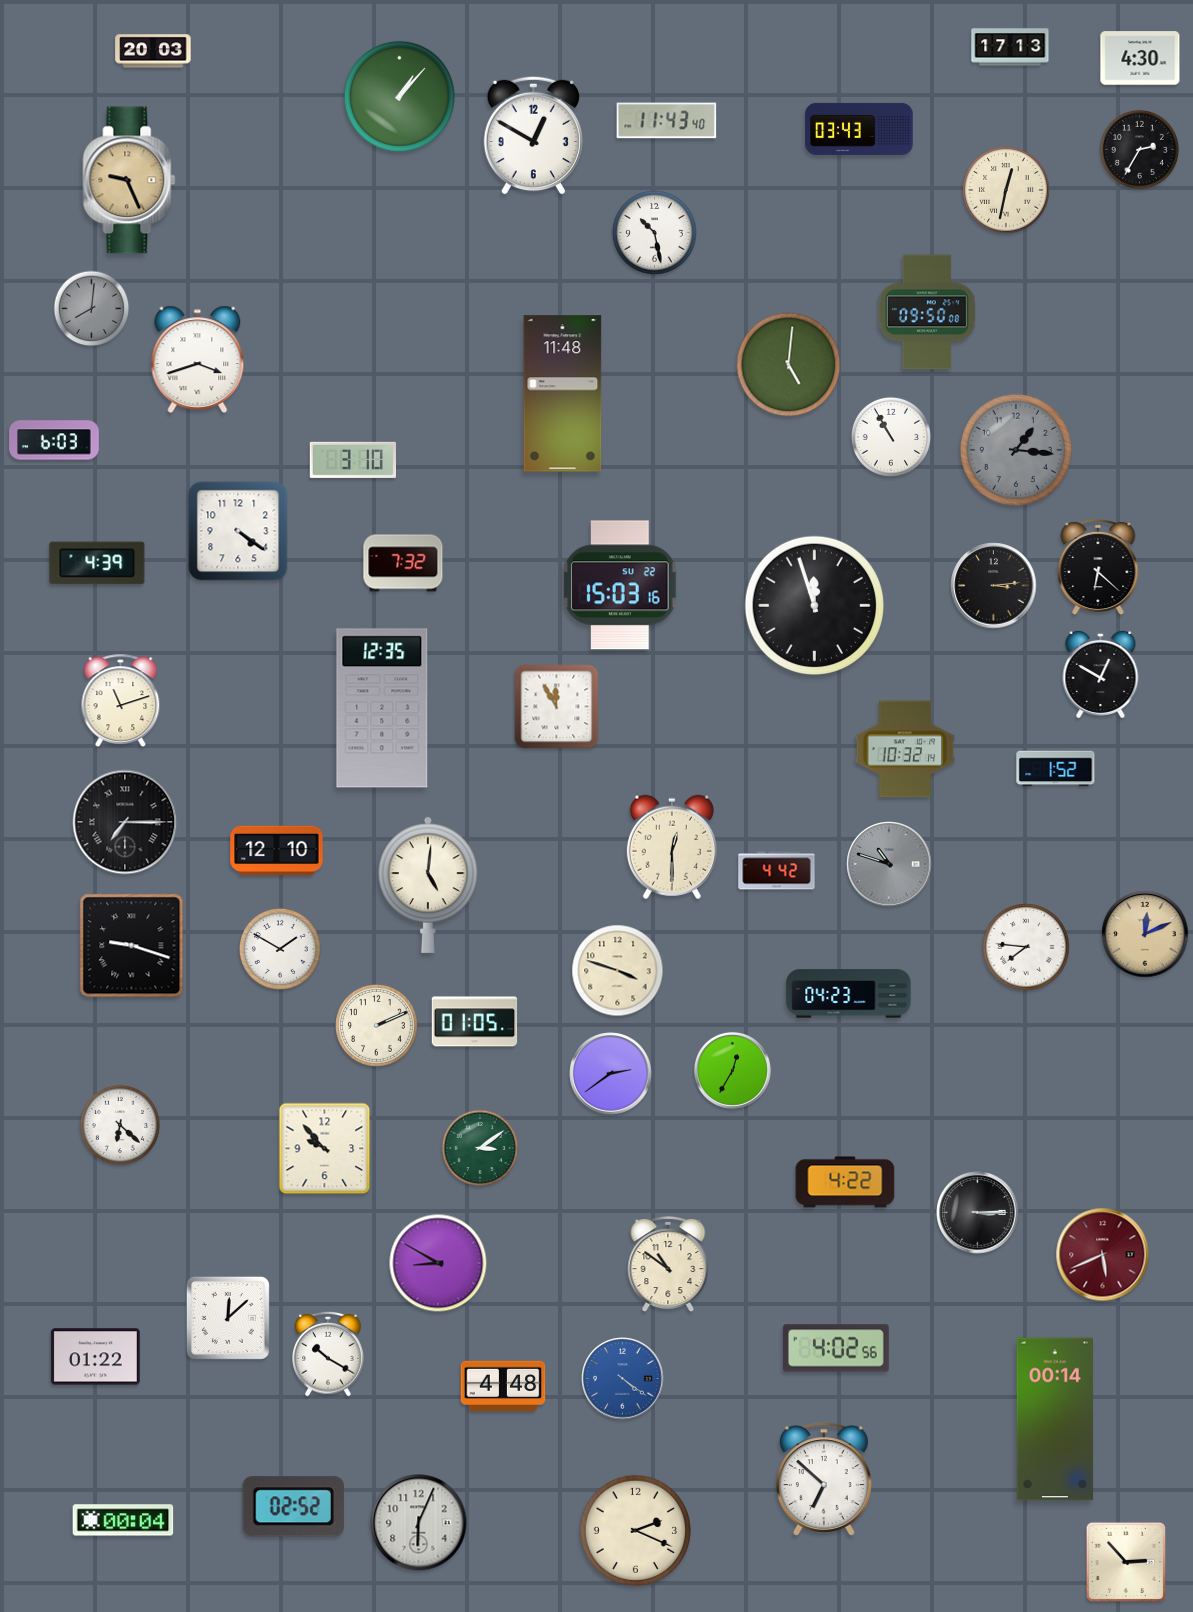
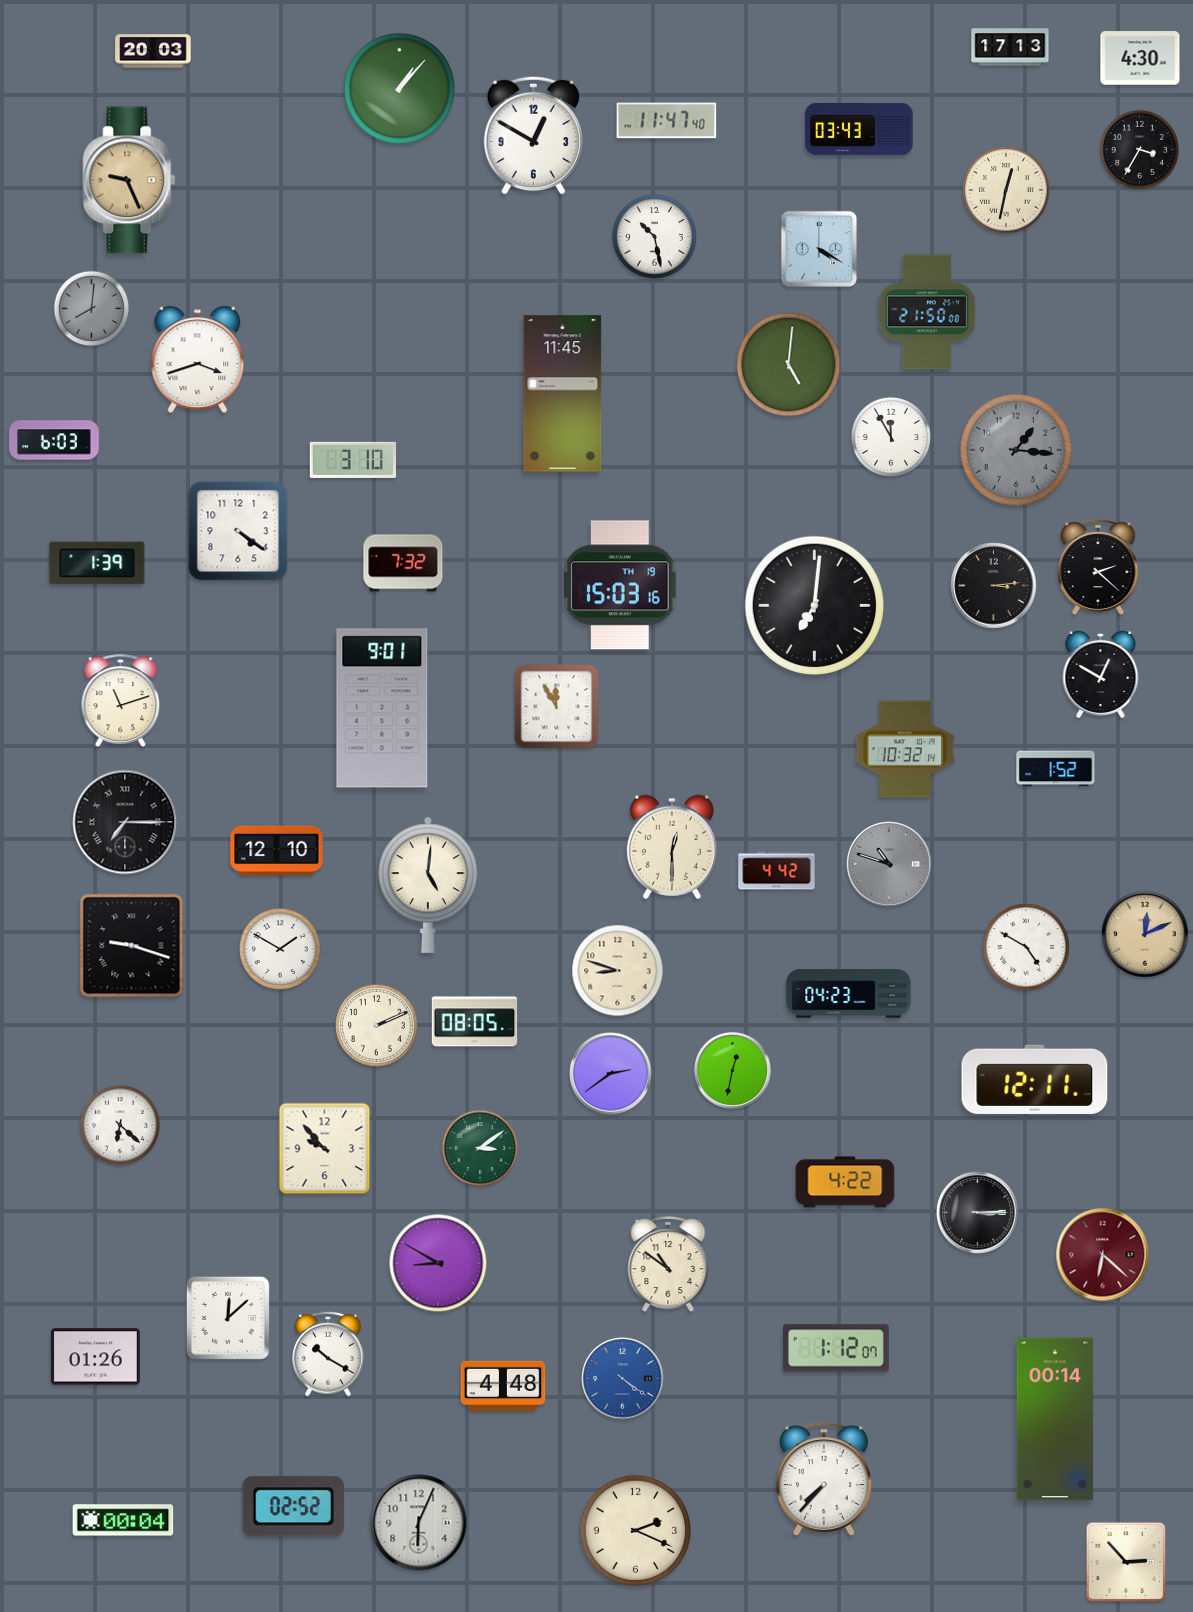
clock at (399, 96) position: (399, 96) -> (399, 88)
clock at (667, 121): 11:43 -> 11:47
clock at (1139, 149): 2:35 -> 3:35
clock at (655, 233) position: (655, 233) -> (655, 237)
clock at (819, 249): none -> 4:20
clock at (927, 312): 09:50 -> 21:50
clock at (563, 394): 11:48 -> 11:45
clock at (891, 437): 10:55 -> 11:55
clock at (97, 563): 4:39 -> 1:39
clock at (1098, 567): 6:22 -> 2:22
clock at (620, 585) date: SU 22 -> TH 19
clock at (814, 605): 11:57 -> 7:01
clock at (382, 708): 12:35 -> 9:01
clock at (1026, 947): 7:46 -> 4:50
clock at (618, 971): 3:48 -> 8:48
clock at (475, 1022): 01:05 -> 08:05
clock at (732, 1070): 12:35 -> 12:32
clock at (1035, 1079): none -> 12:11
clock at (1103, 1255): 5:41 -> 6:22
clock at (837, 1348): 4:02 -> 1:12
clock at (95, 1357): 01:22 -> 01:26
clock at (824, 1479): 6:52 -> 7:37
